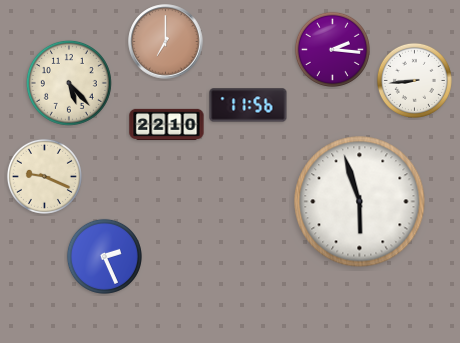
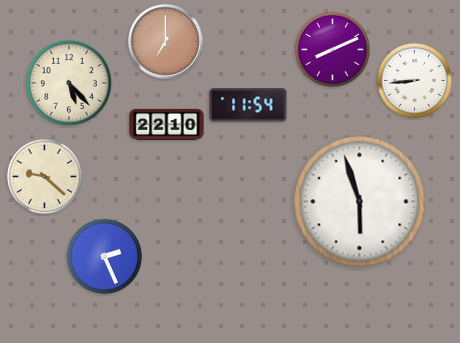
clock at (332, 49): 2:16 -> 8:11
clock at (248, 105): 11:56 -> 11:54
clock at (44, 176): 9:19 -> 9:22
